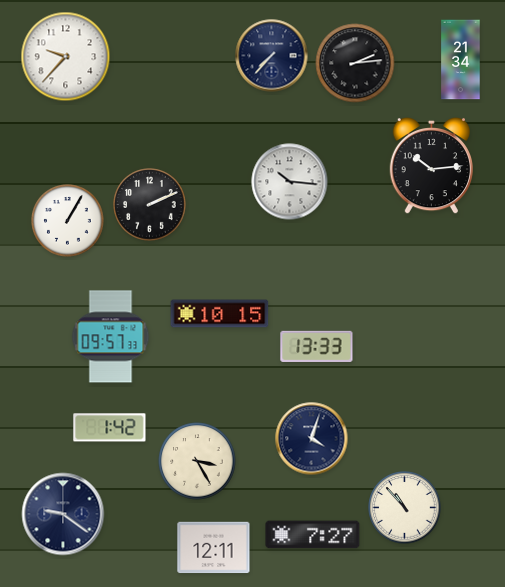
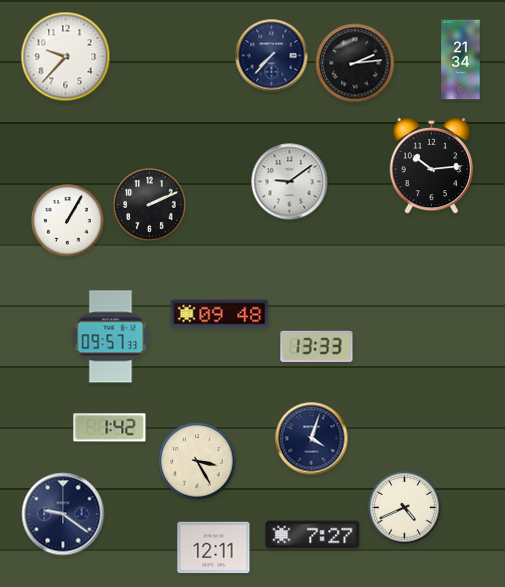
clock at (290, 182): 10:16 -> 9:09
clock at (220, 314): 10:15 -> 09:48
clock at (405, 508): 10:53 -> 4:41
